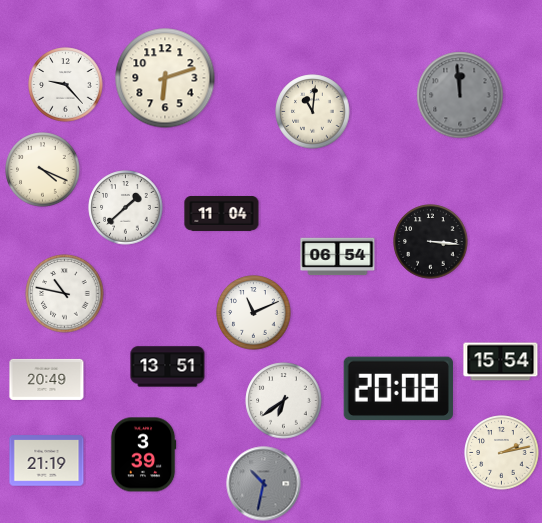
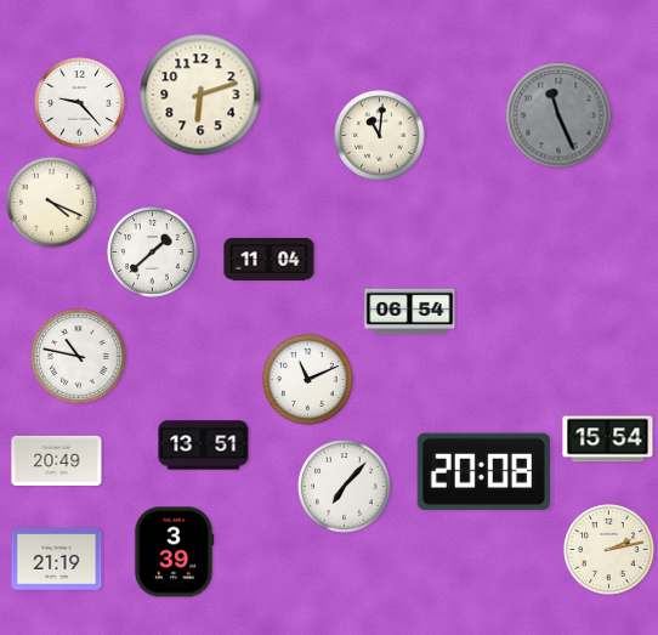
clock at (460, 95): 11:59 -> 11:26
clock at (43, 170) position: (43, 170) -> (52, 203)
clock at (431, 242): 3:16 -> none
clock at (284, 401): 6:39 -> 7:07
clock at (264, 484): 10:32 -> none
